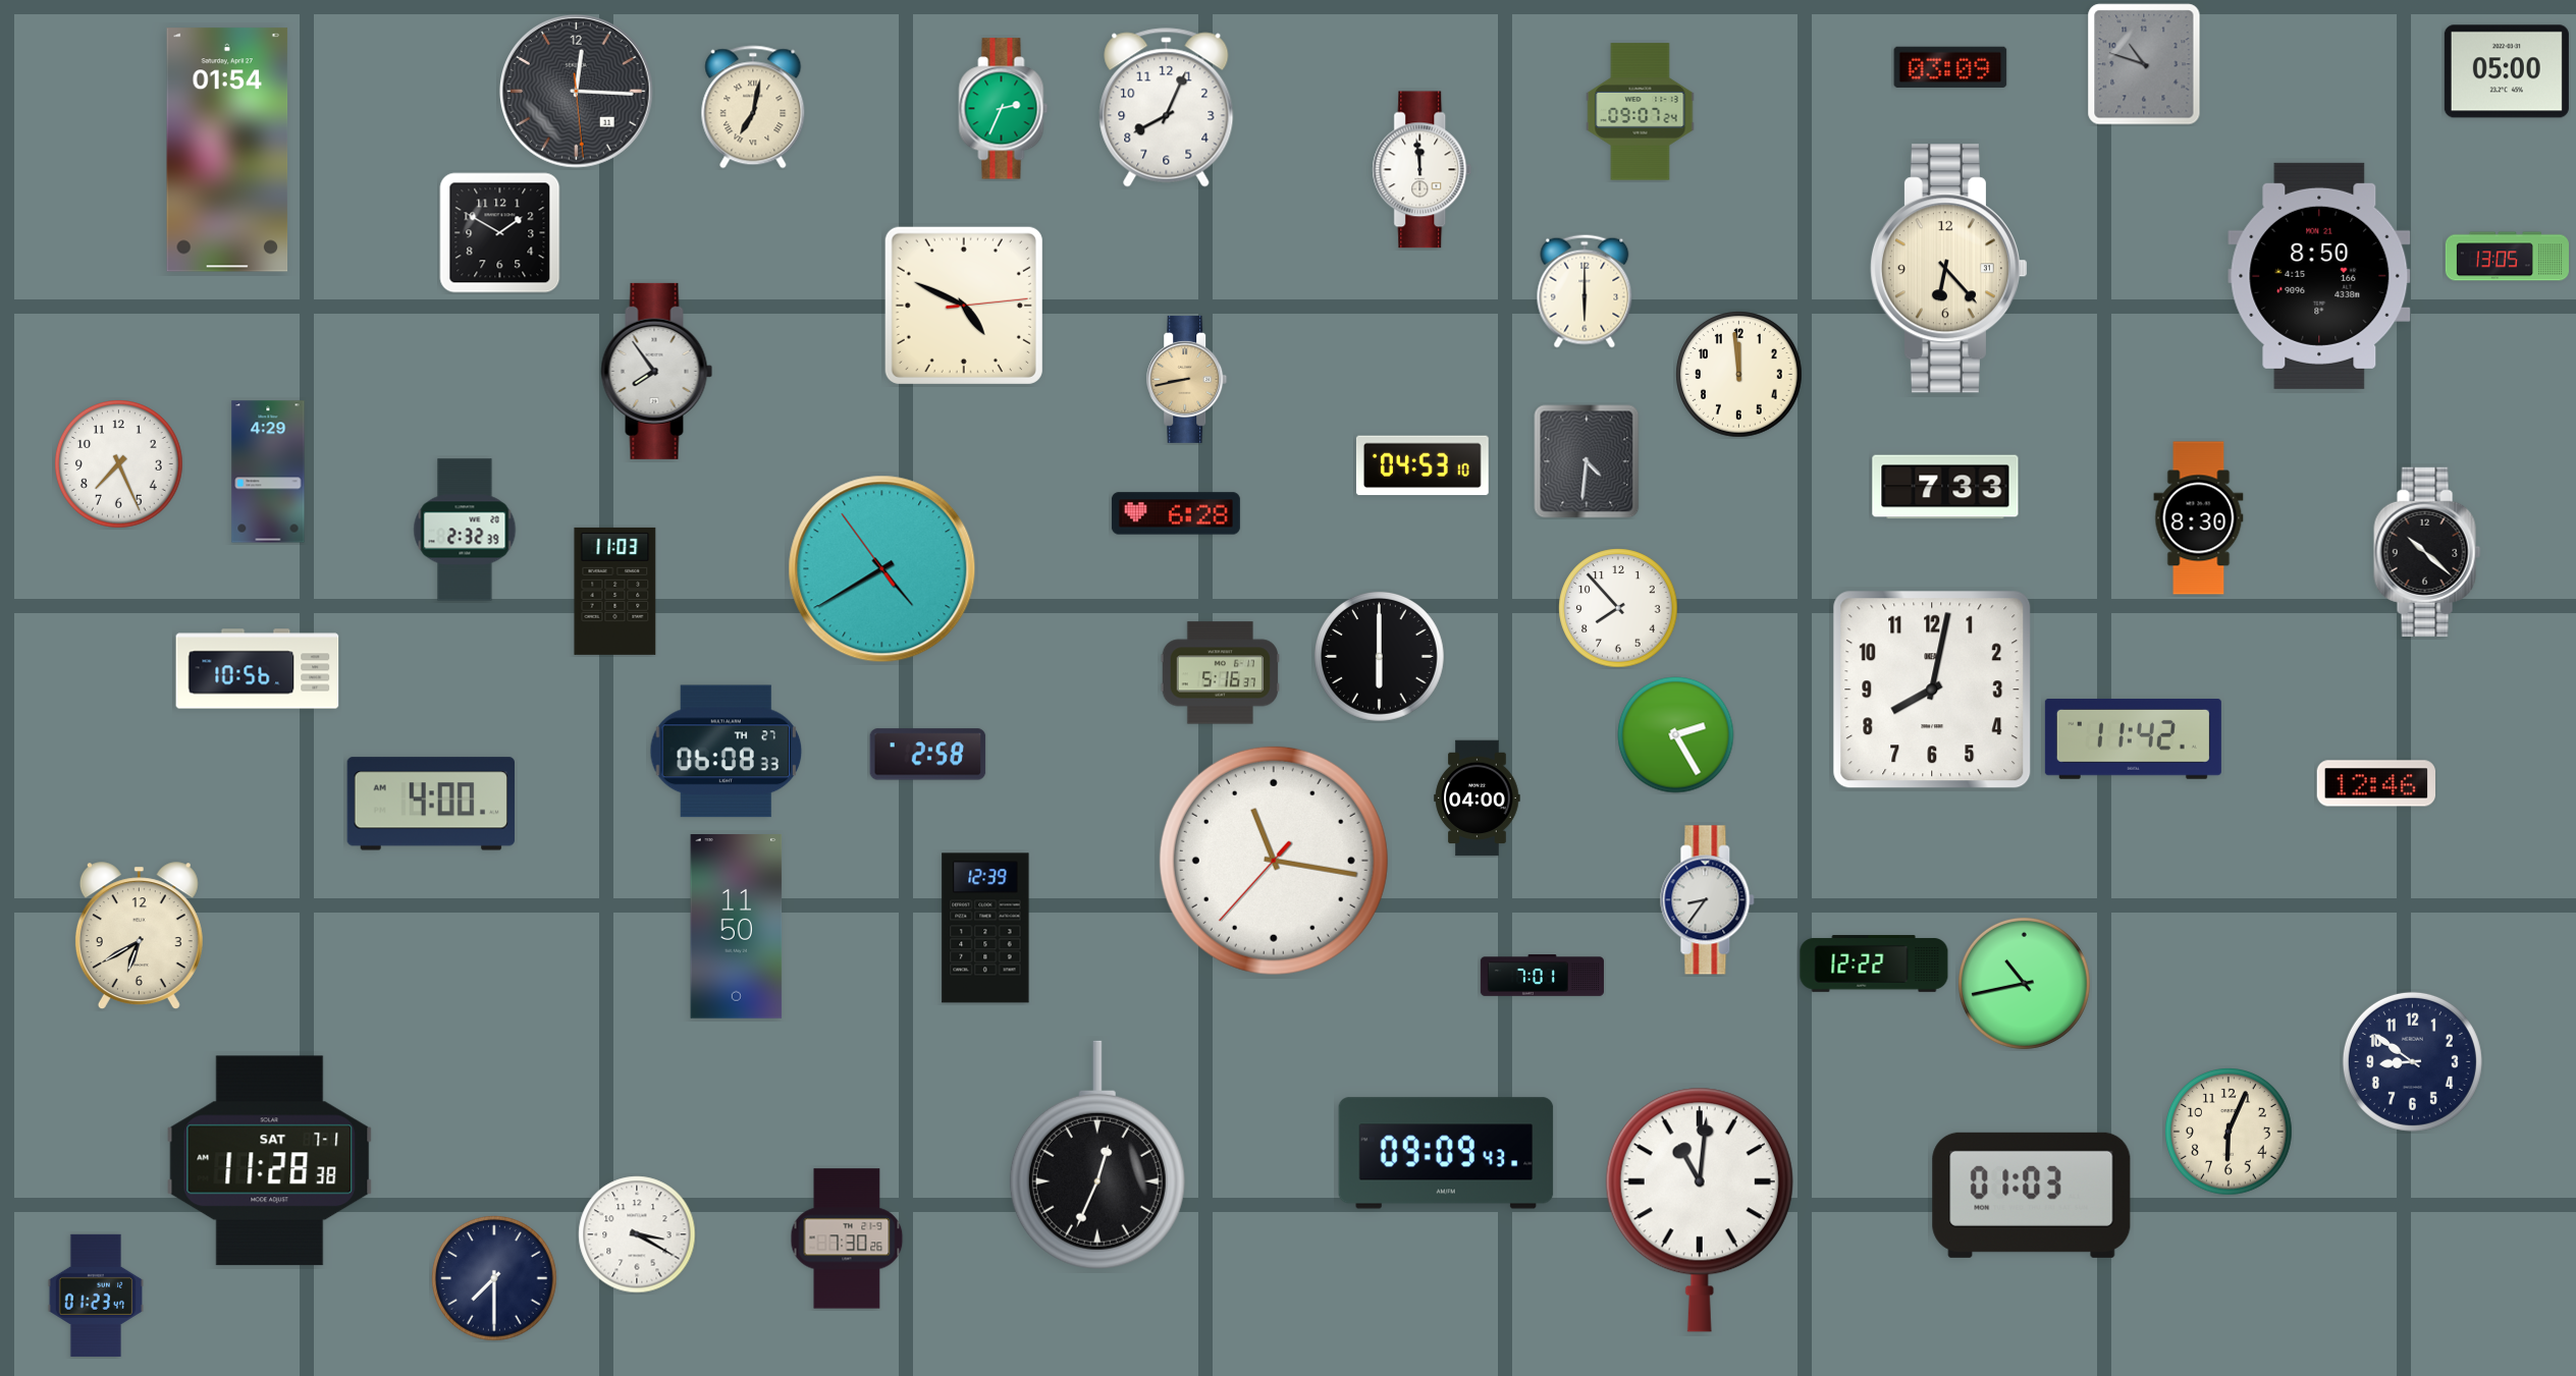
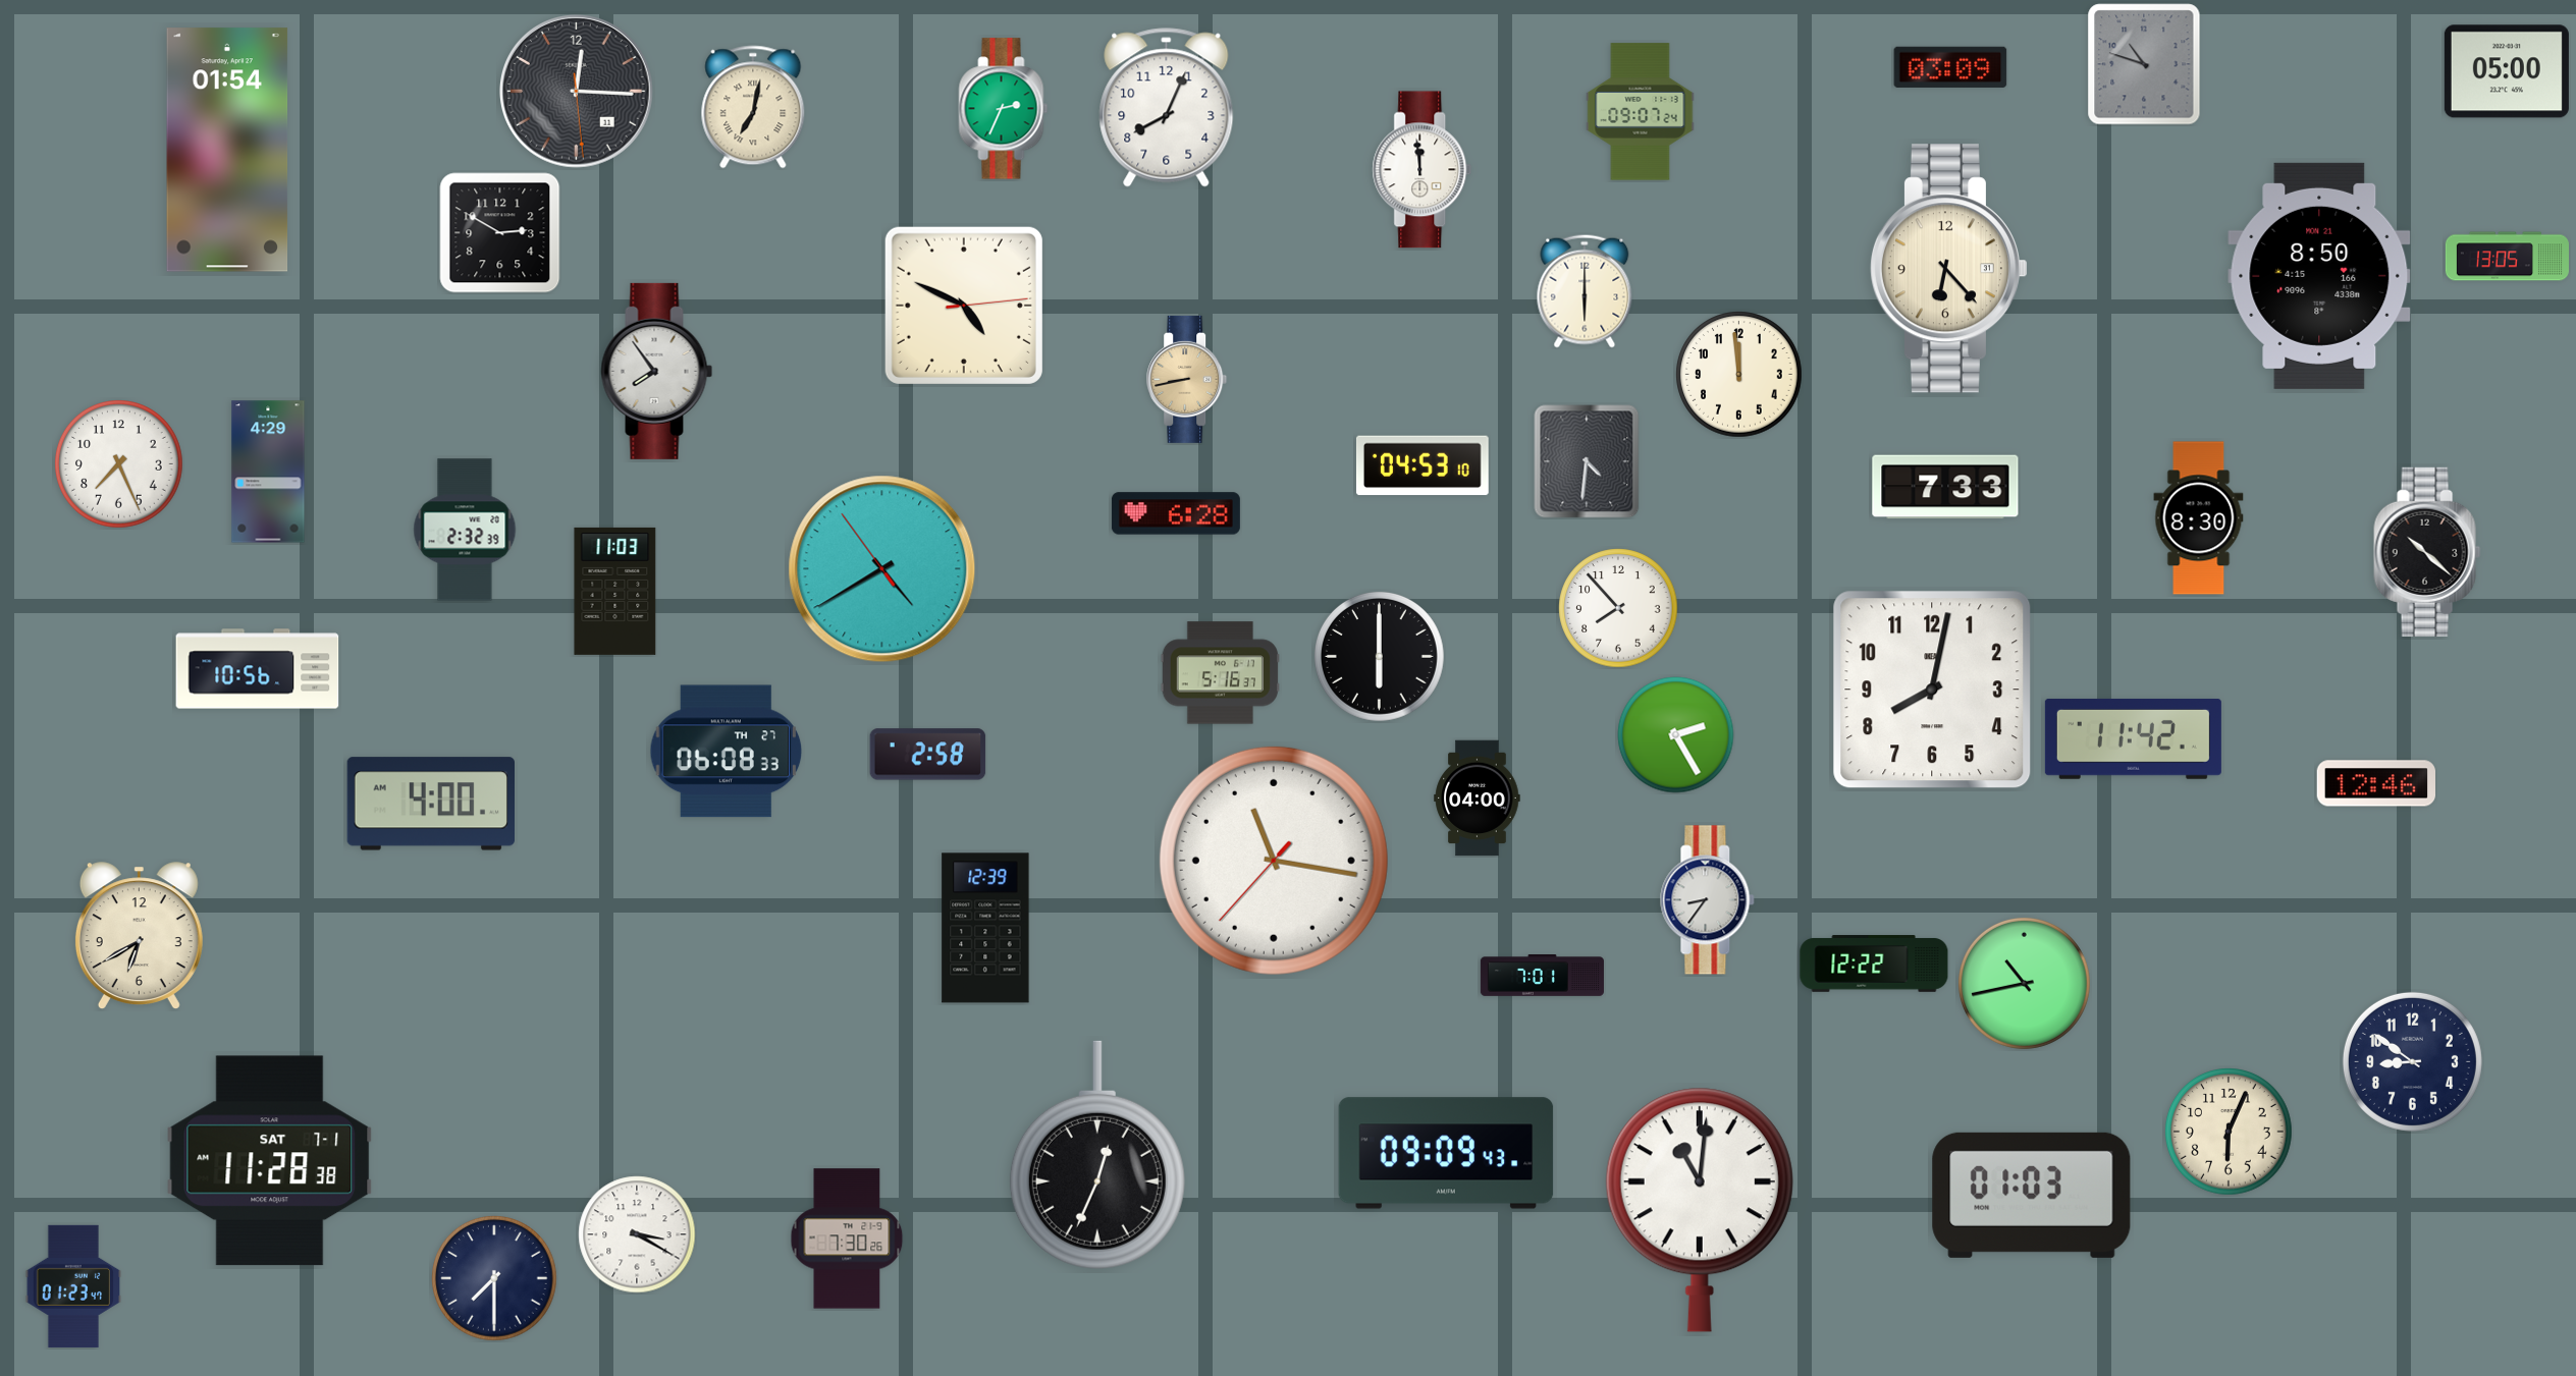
clock at (500, 233): 1:50 -> 2:50
clock at (737, 927): 11:50 -> none
clock at (95, 1296) position: (95, 1296) -> (72, 1286)
